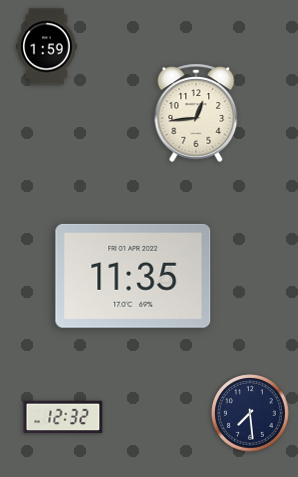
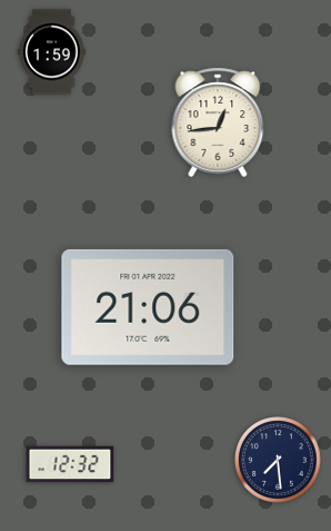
clock at (196, 113) position: (196, 113) -> (218, 122)
clock at (133, 276): 11:35 -> 21:06
